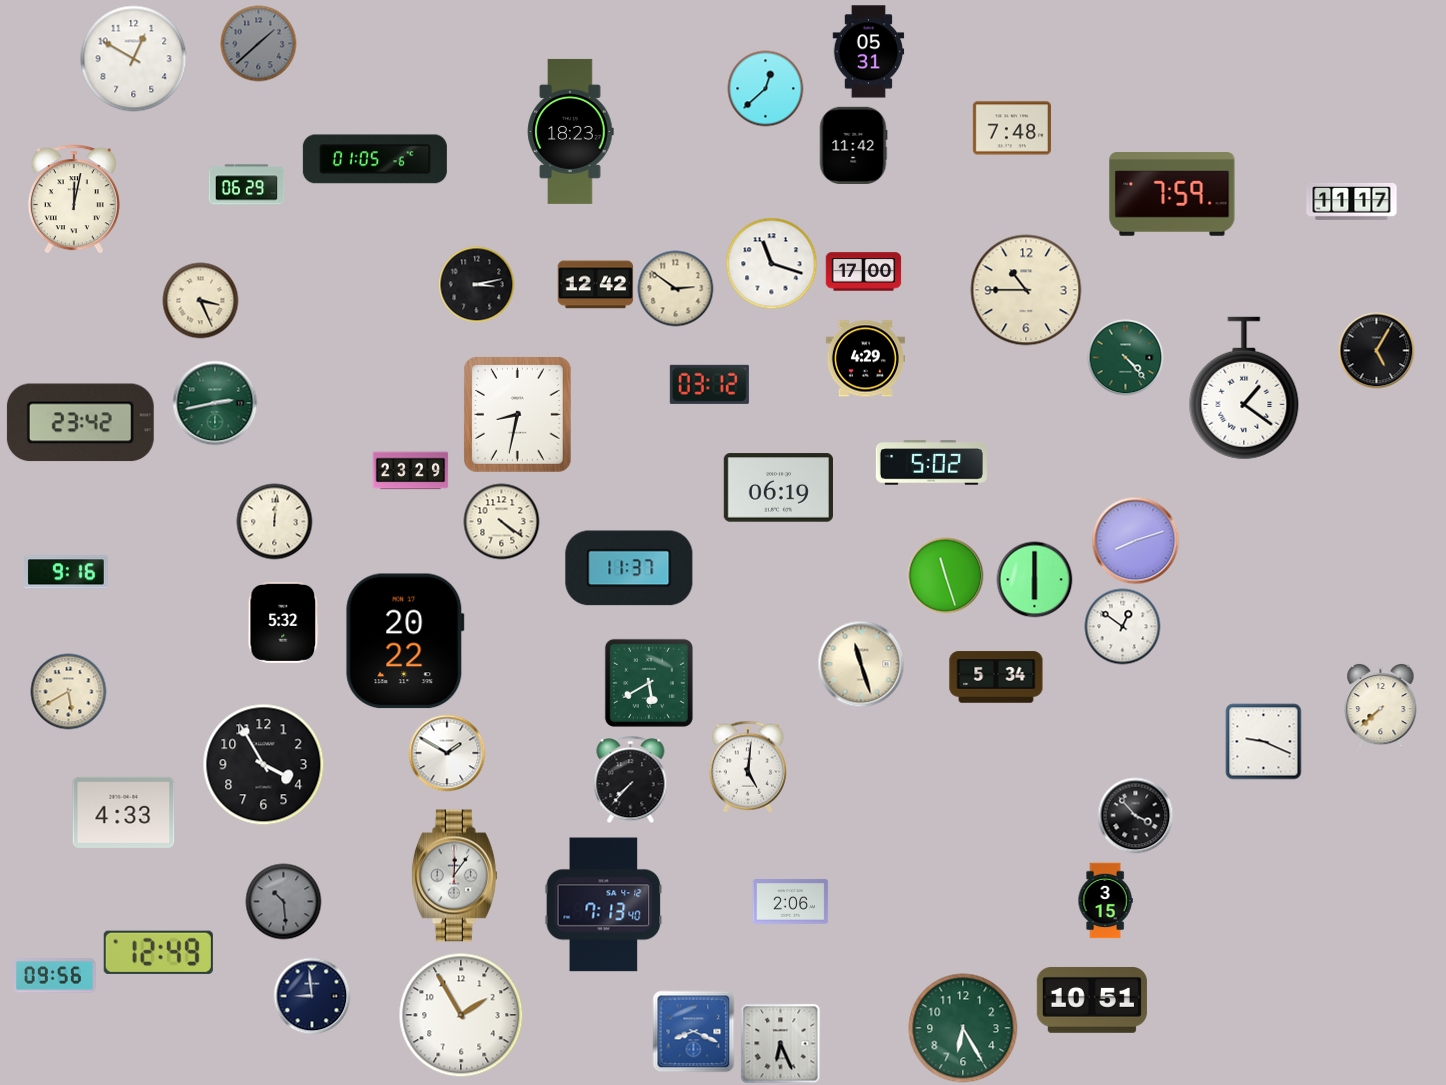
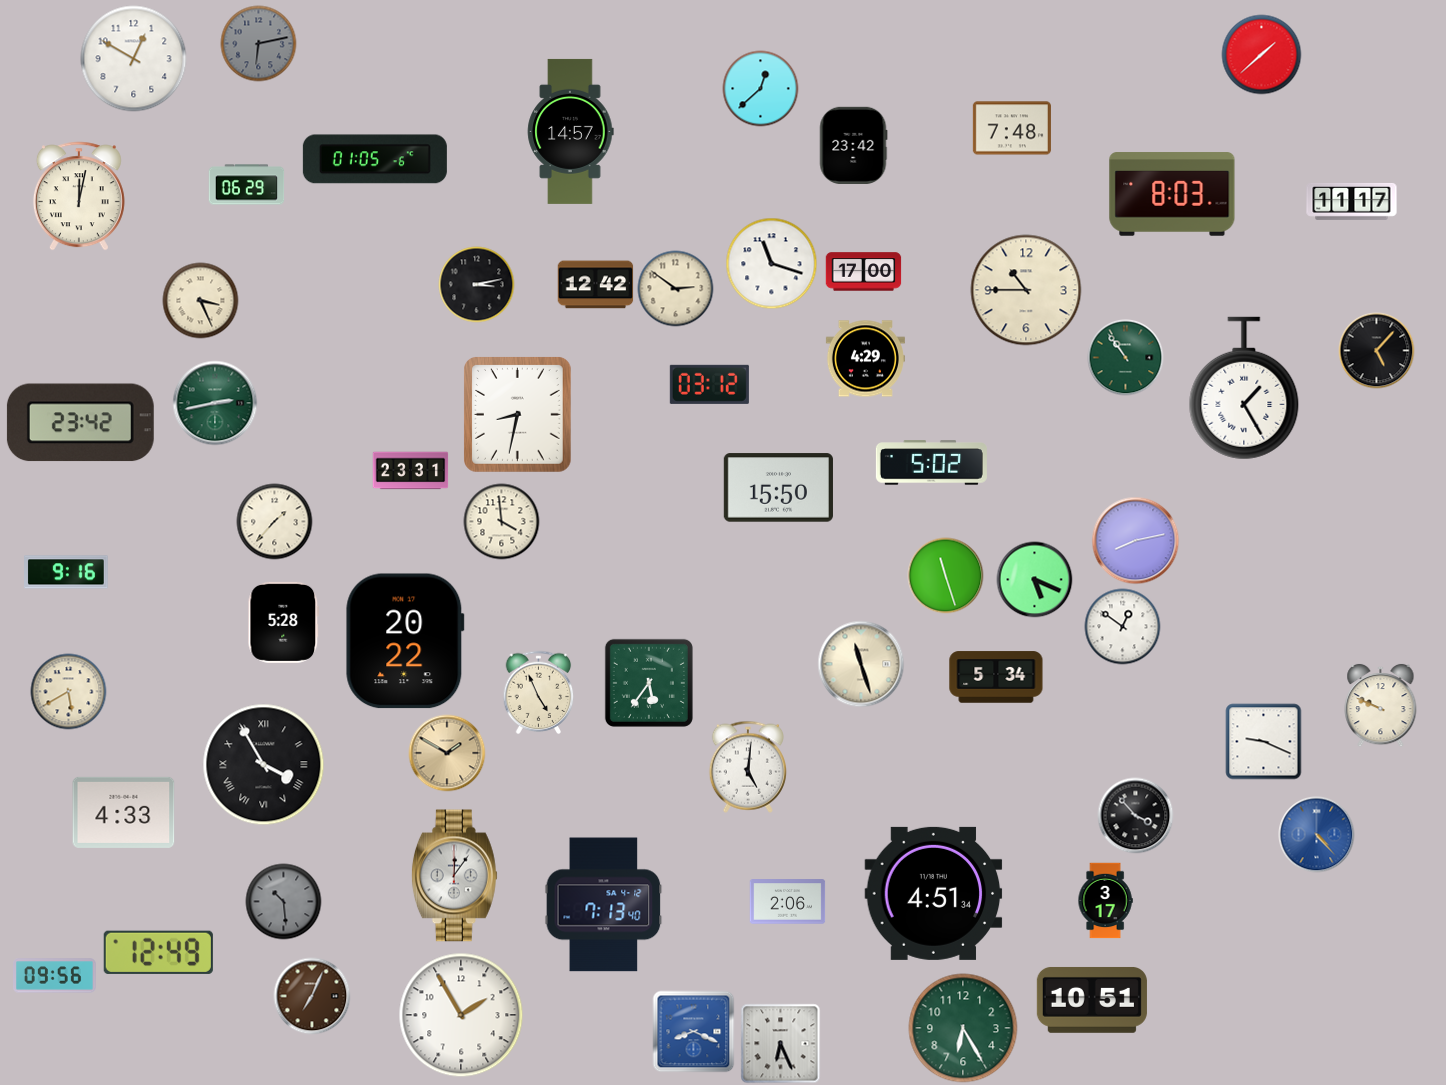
clock at (259, 44): 1:38 -> 6:13
clock at (869, 52): 05:31 -> none
clock at (1262, 55): none -> 1:38
clock at (766, 89) position: (766, 89) -> (761, 89)
clock at (571, 131): 18:23 -> 14:57
clock at (853, 145): 11:42 -> 23:42
clock at (1172, 194): 7:59 -> 8:03
clock at (74, 199) position: (74, 199) -> (79, 196)
clock at (1377, 351): 5:05 -> 5:07
clock at (1126, 358): 4:23 -> 10:54
clock at (1244, 388): 1:21 -> 1:25
clock at (411, 471): 23:29 -> 23:31
clock at (778, 488): 06:19 -> 15:50
clock at (275, 522): 12:01 -> 1:37
clock at (502, 522): 4:21 -> 3:59
clock at (1136, 541): 8:12 -> 8:13
clock at (629, 568): 11:37 -> none
clock at (1035, 580): 6:00 -> 5:19
clock at (284, 622): 5:32 -> 5:28
clock at (649, 683): 5:40 -> 5:36
clock at (539, 693): none -> 4:56
clock at (1381, 706): 7:38 -> 9:49
clock at (447, 753) dial: white -> champagne
clock at (264, 765) numerals: Arabic -> Roman
clock at (631, 780): 7:37 -> none
clock at (1317, 835): none -> 4:23
clock at (934, 893): none -> 4:51
clock at (1105, 901): 3:15 -> 3:17
clock at (791, 902) position: (791, 902) -> (788, 902)
clock at (312, 996): 8:59 -> 7:04
clock at (312, 996) dial: navy -> brown
